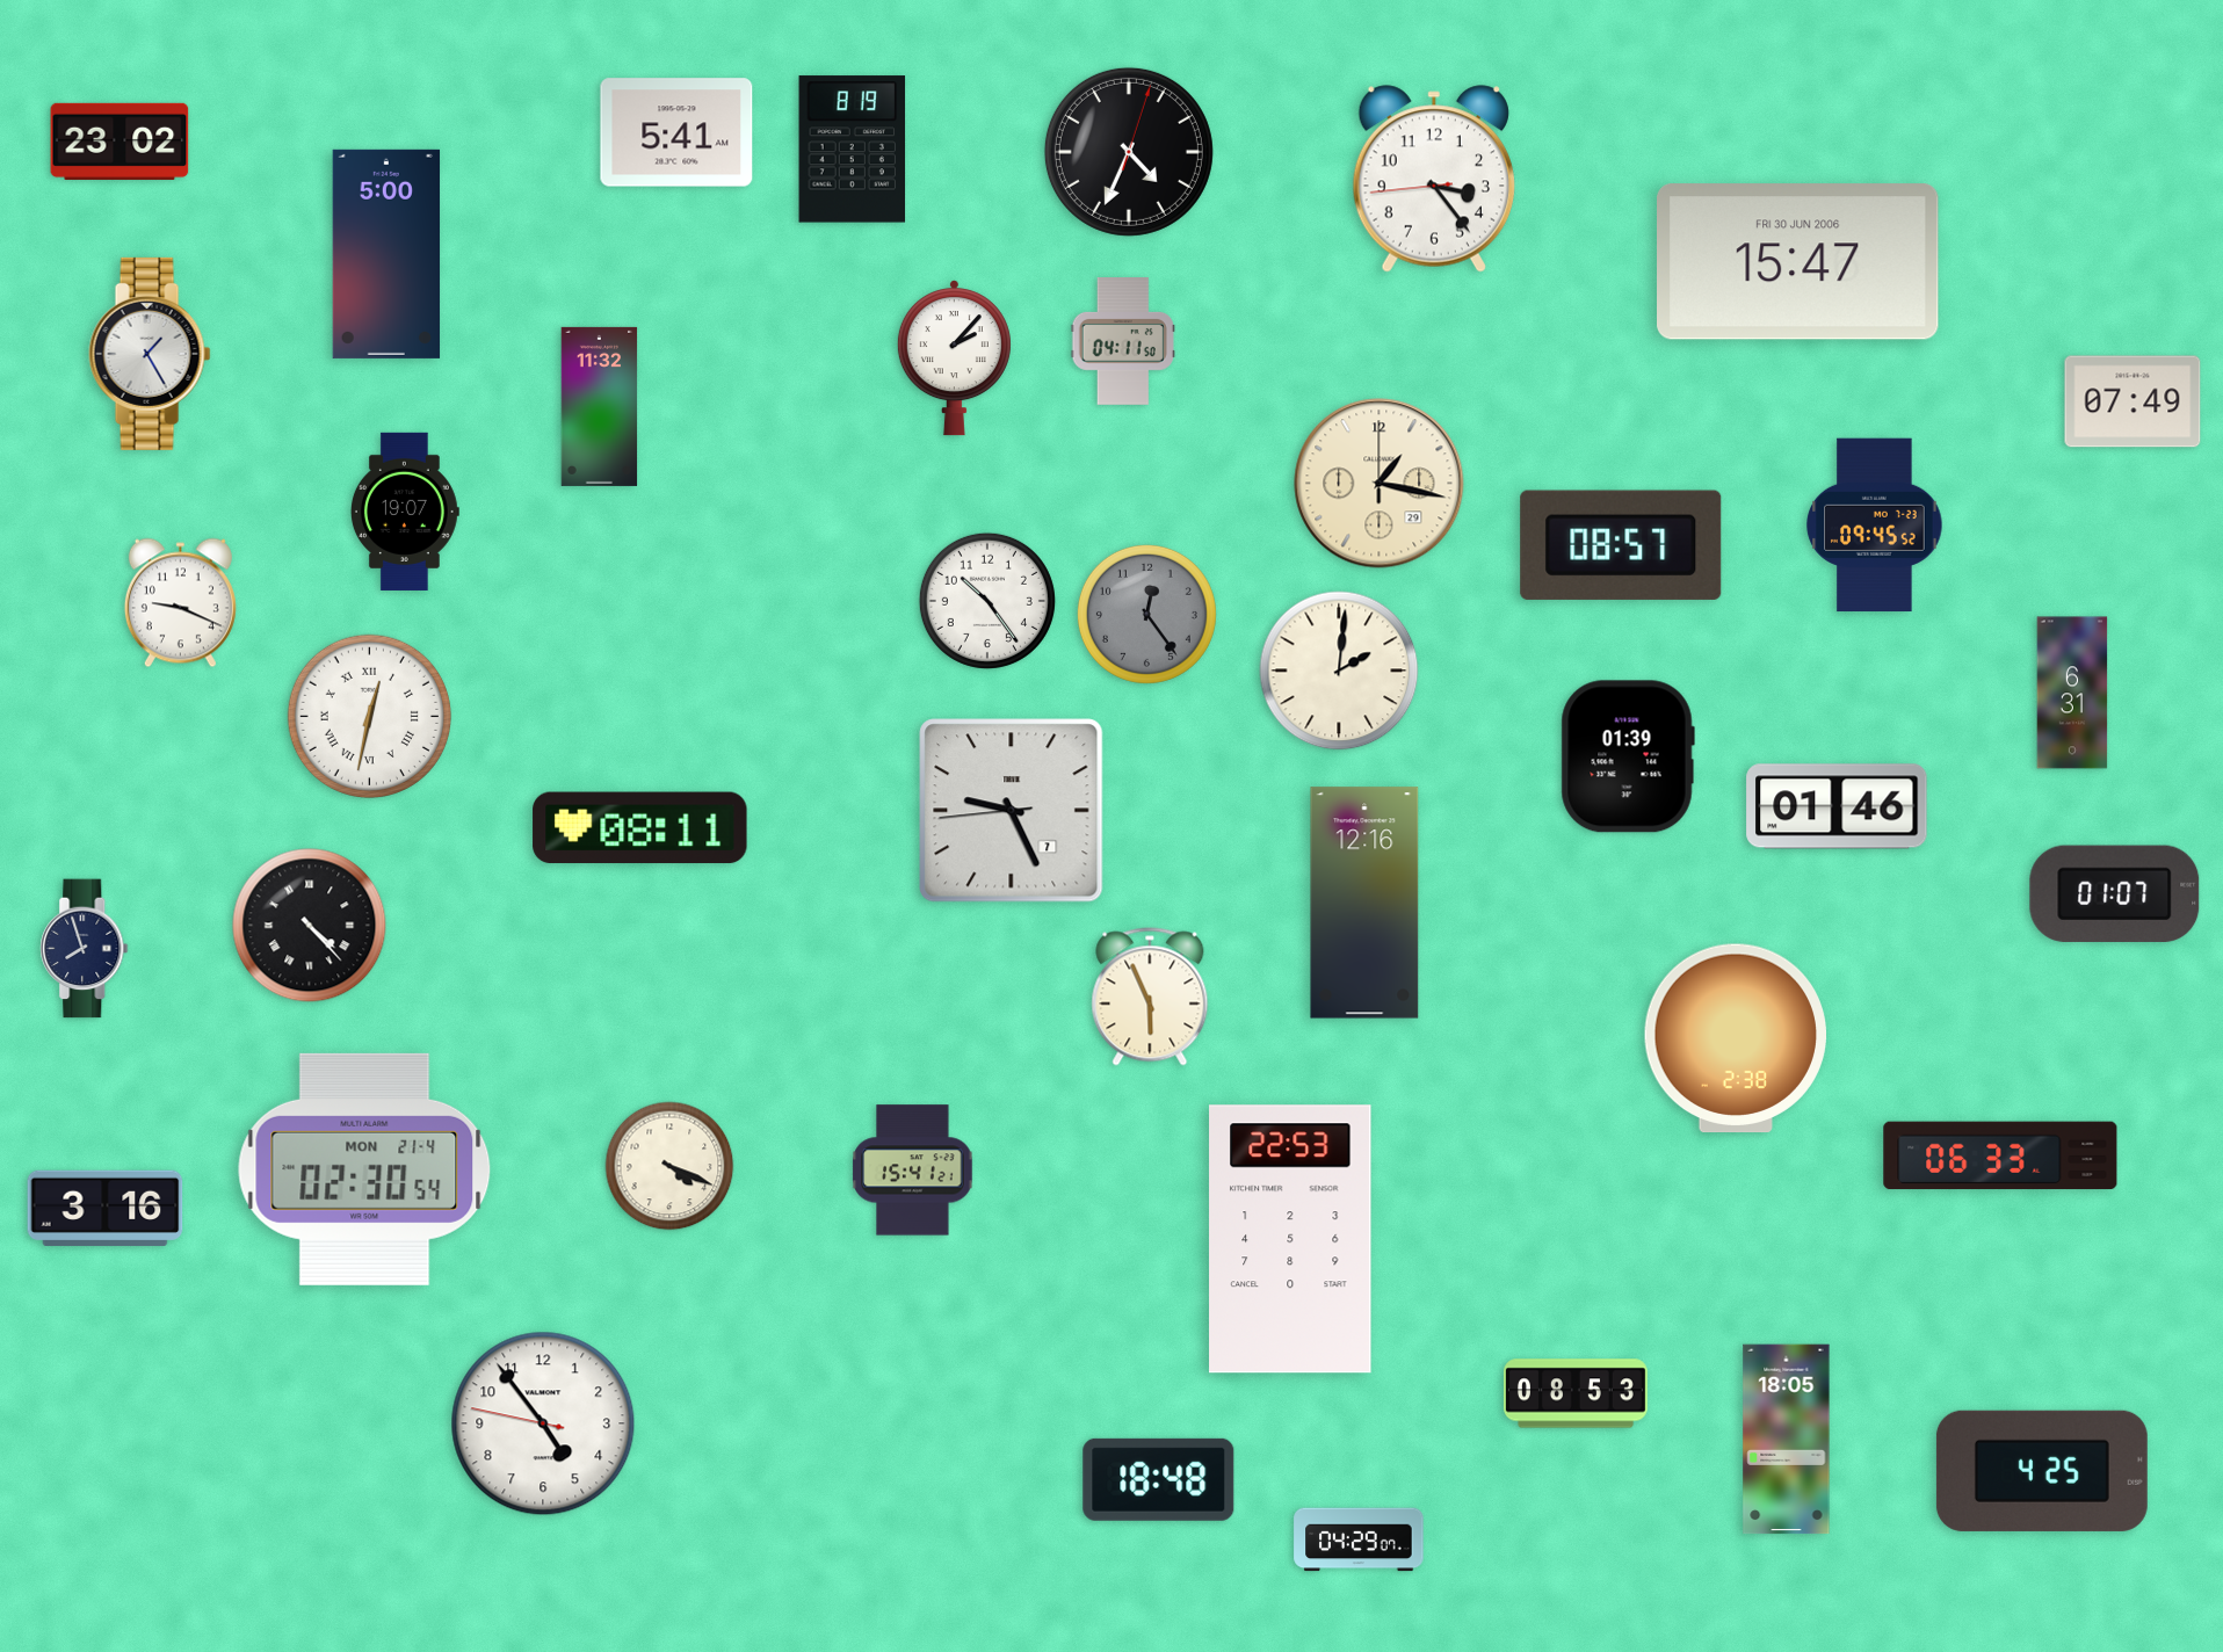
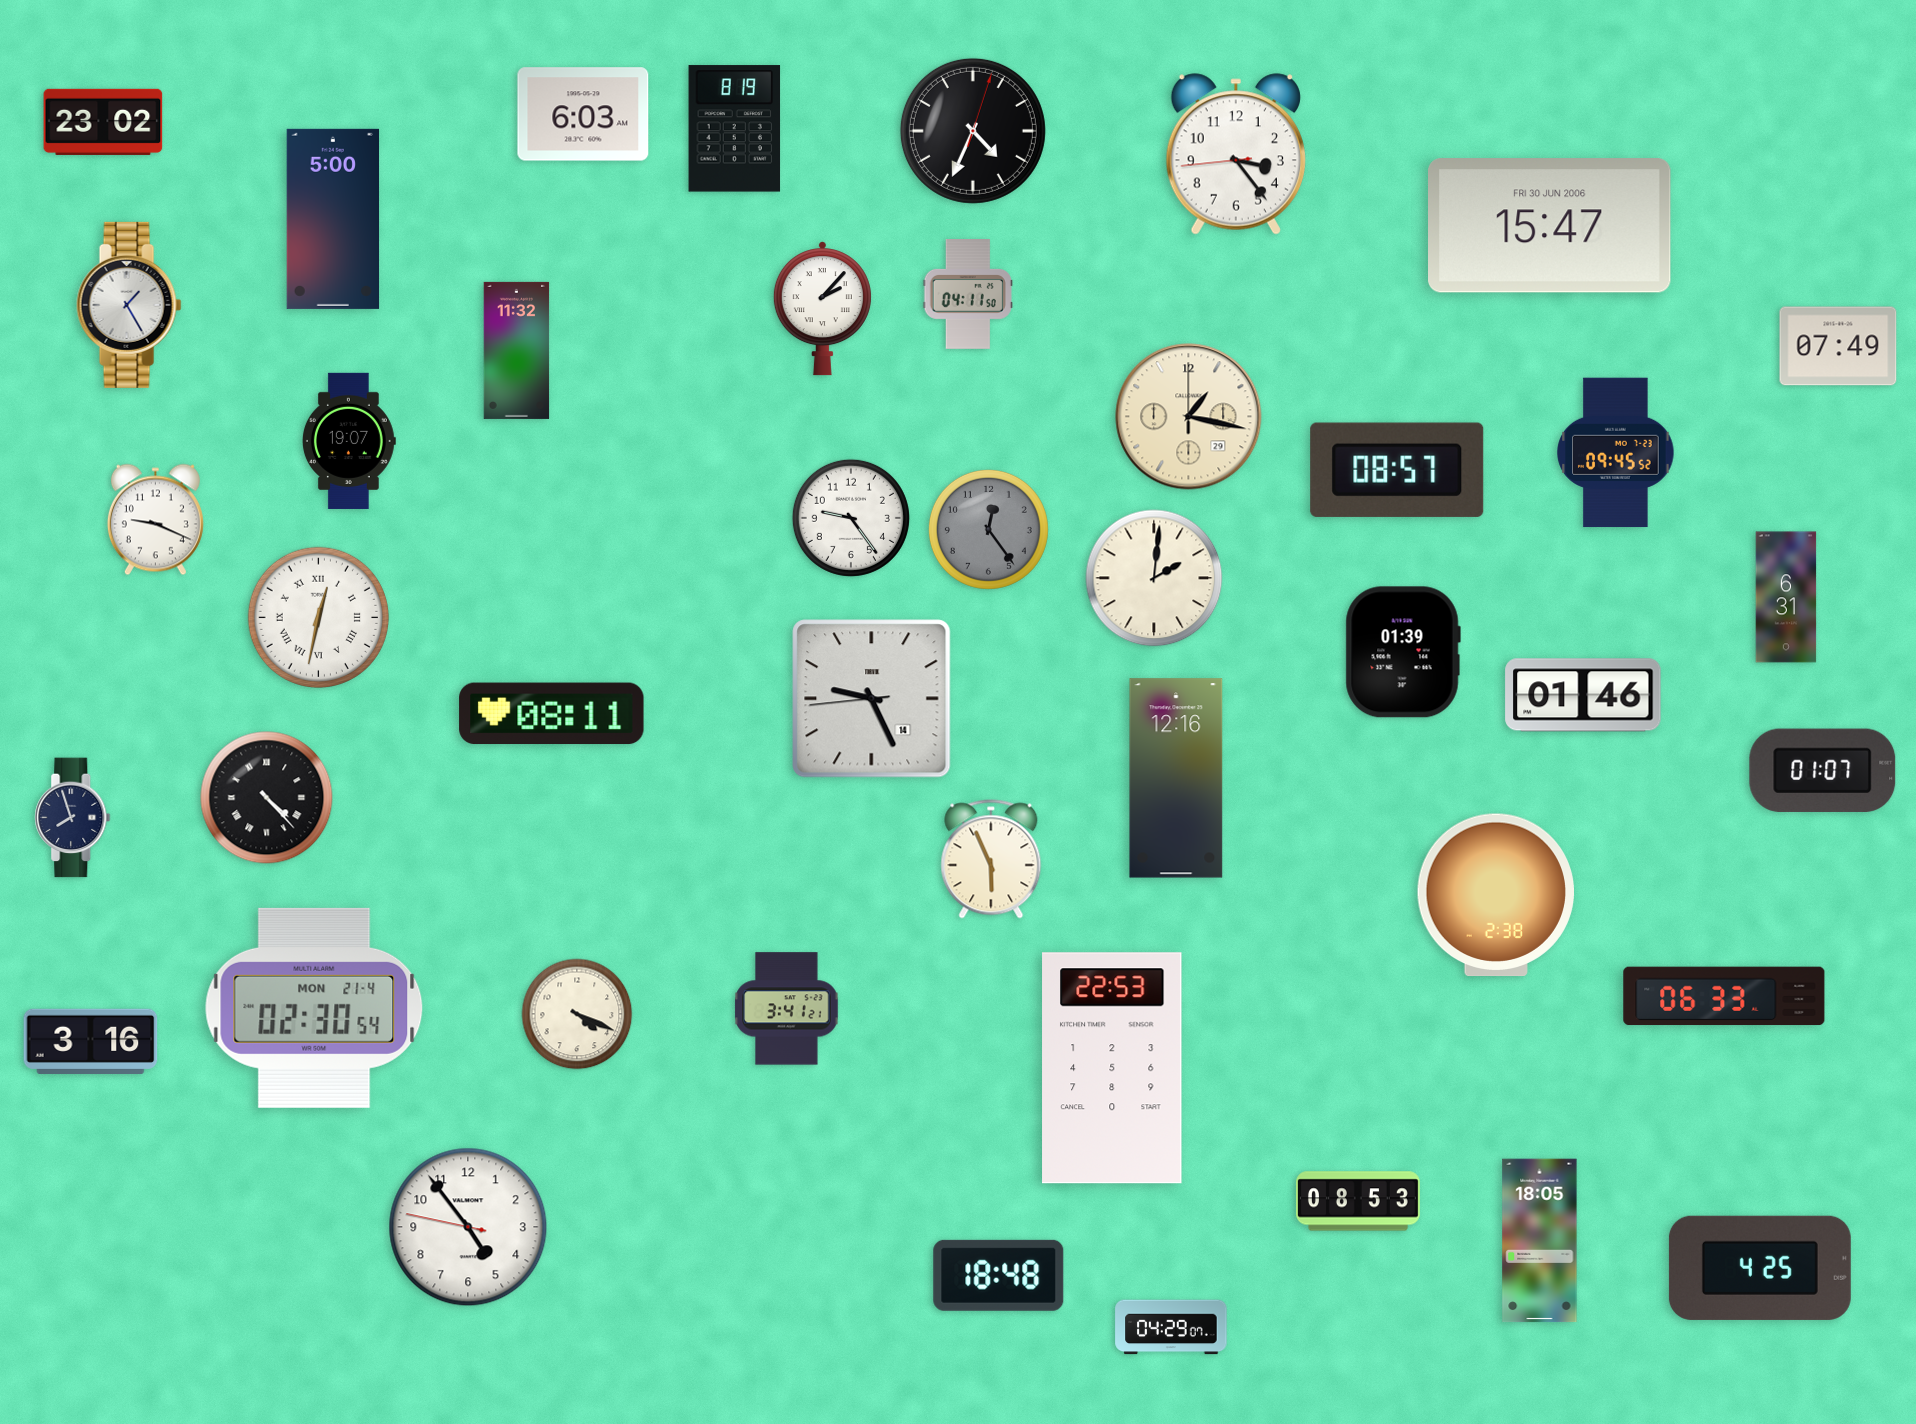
clock at (676, 132): 5:41 -> 6:03
clock at (987, 601): 10:24 -> 9:24
clock at (1012, 811) date: 7 -> 14
clock at (669, 1166) position: (669, 1166) -> (577, 1014)
clock at (913, 1171): 15:41 -> 3:41
